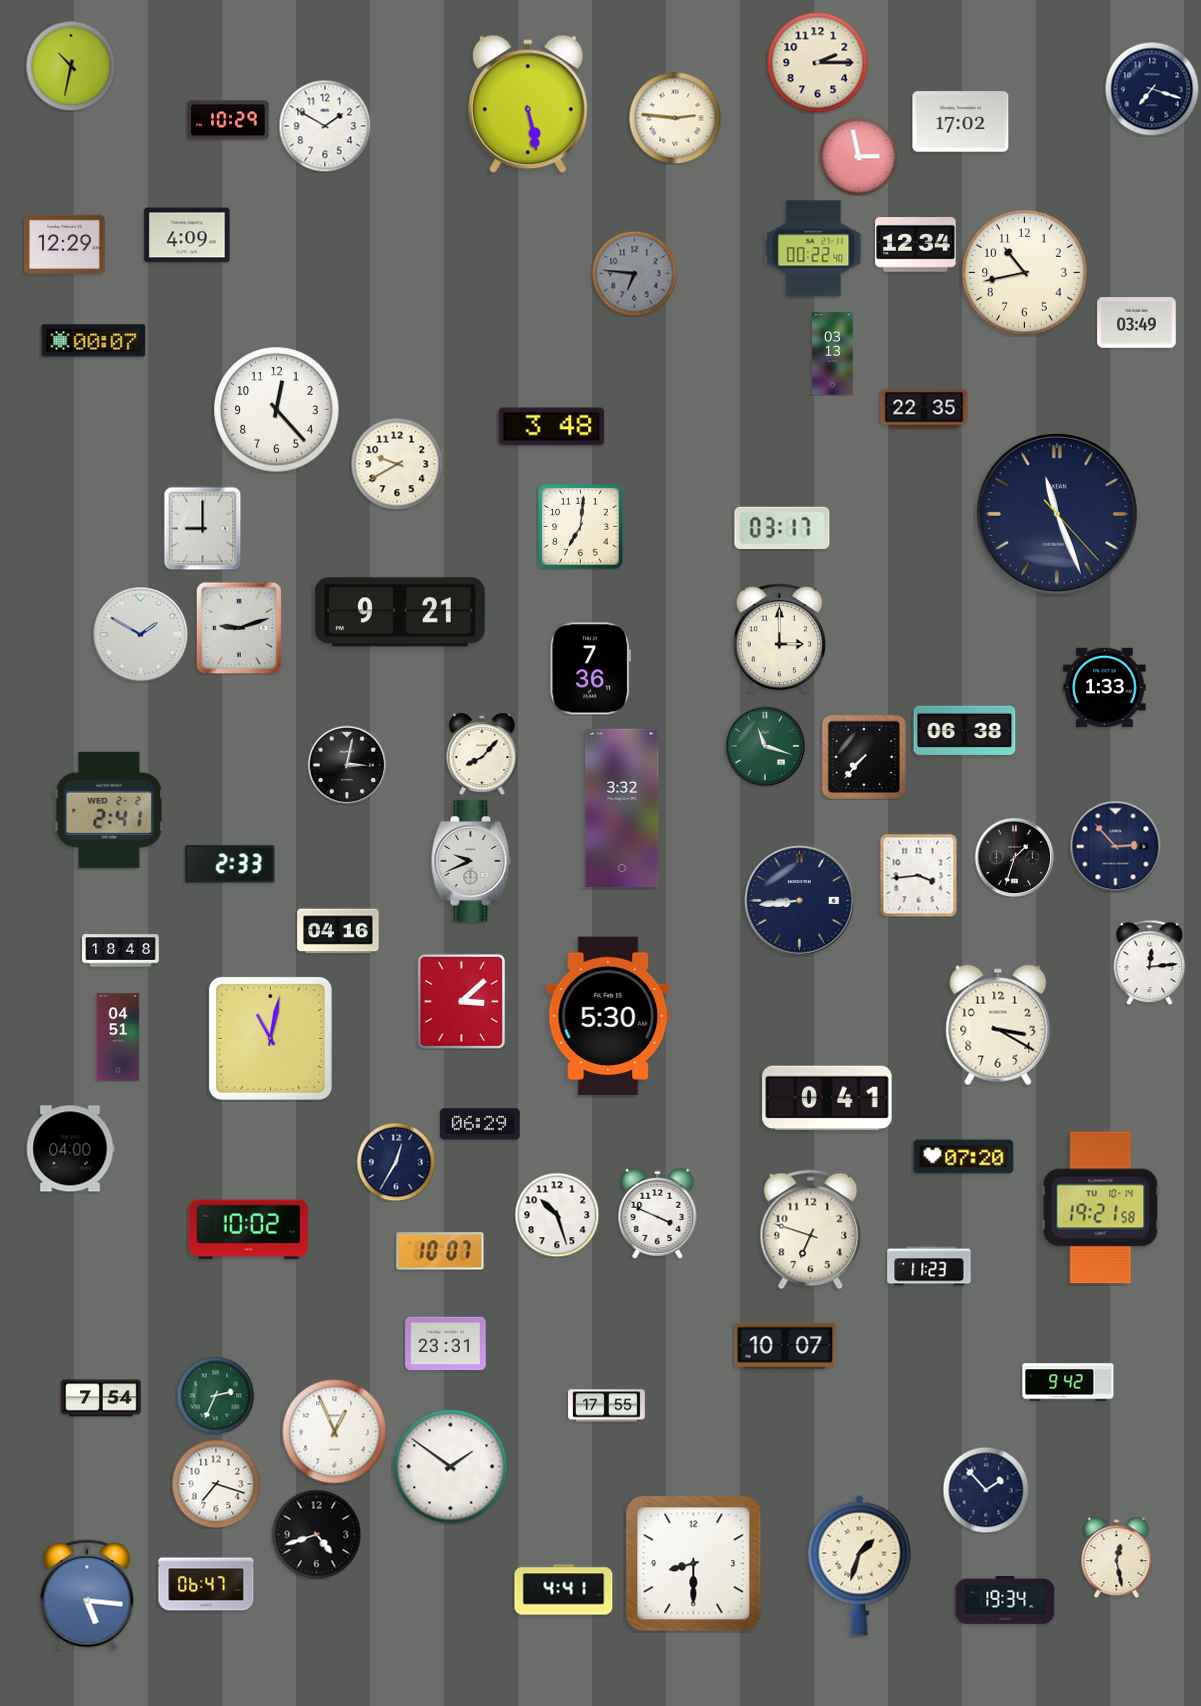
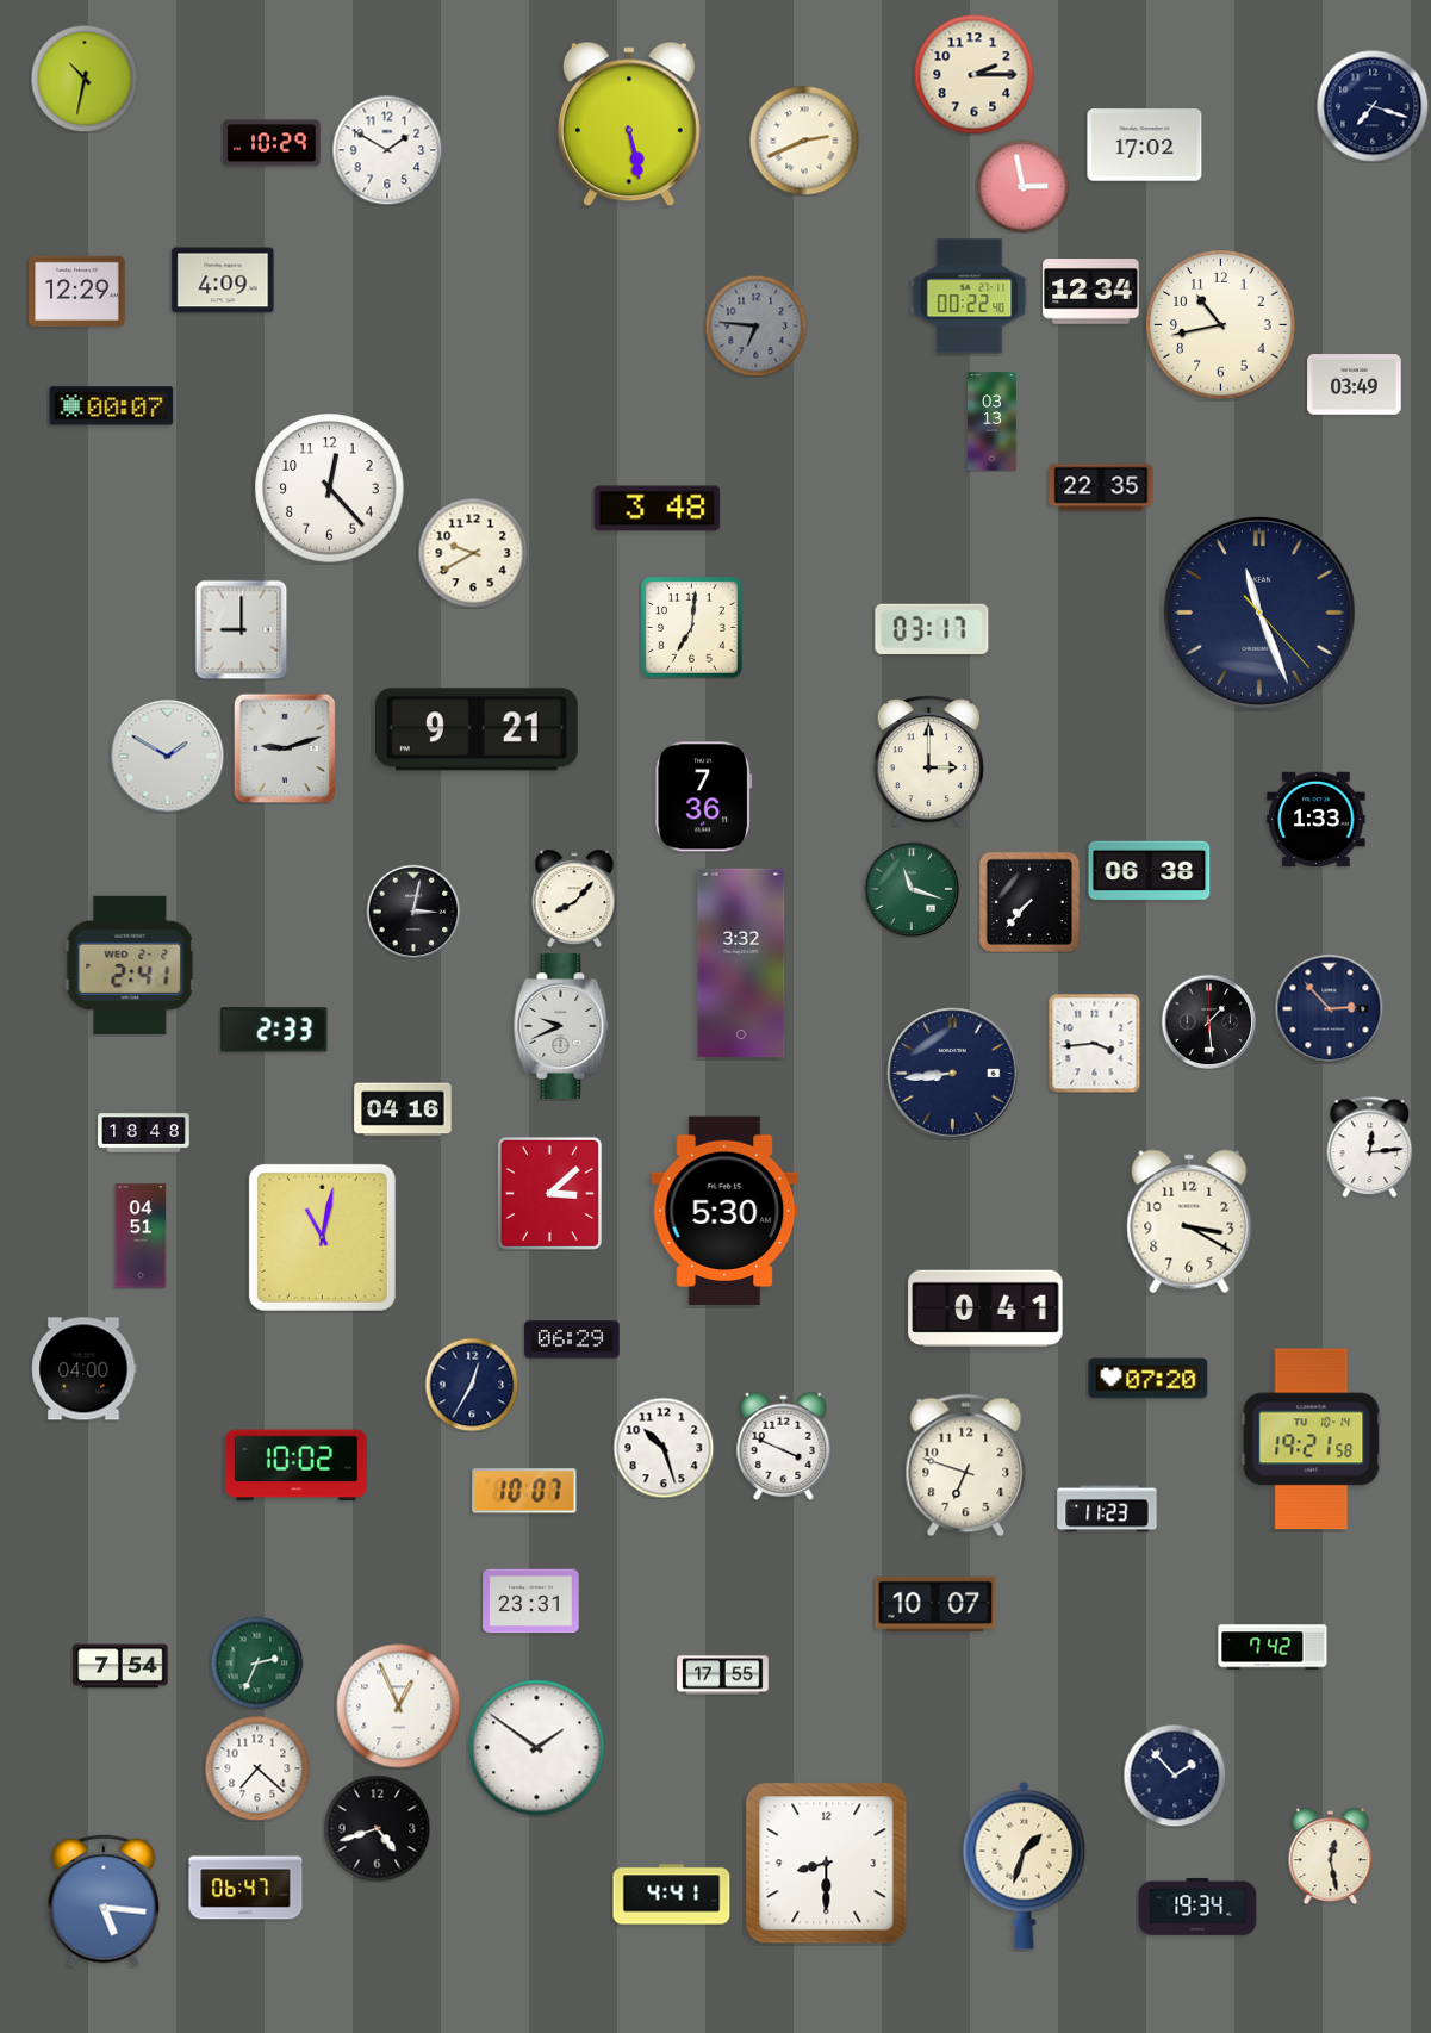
clock at (675, 118): 2:46 -> 2:41
clock at (1014, 857): 1:33 -> 1:29
clock at (1068, 1382): 9:42 -> 7:42
clock at (216, 1484): 7:18 -> 7:22
